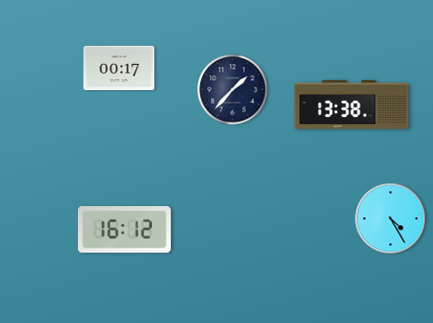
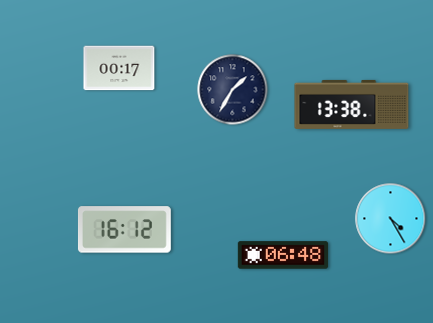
clock at (233, 90): 1:37 -> 1:35
clock at (283, 255): none -> 06:48
